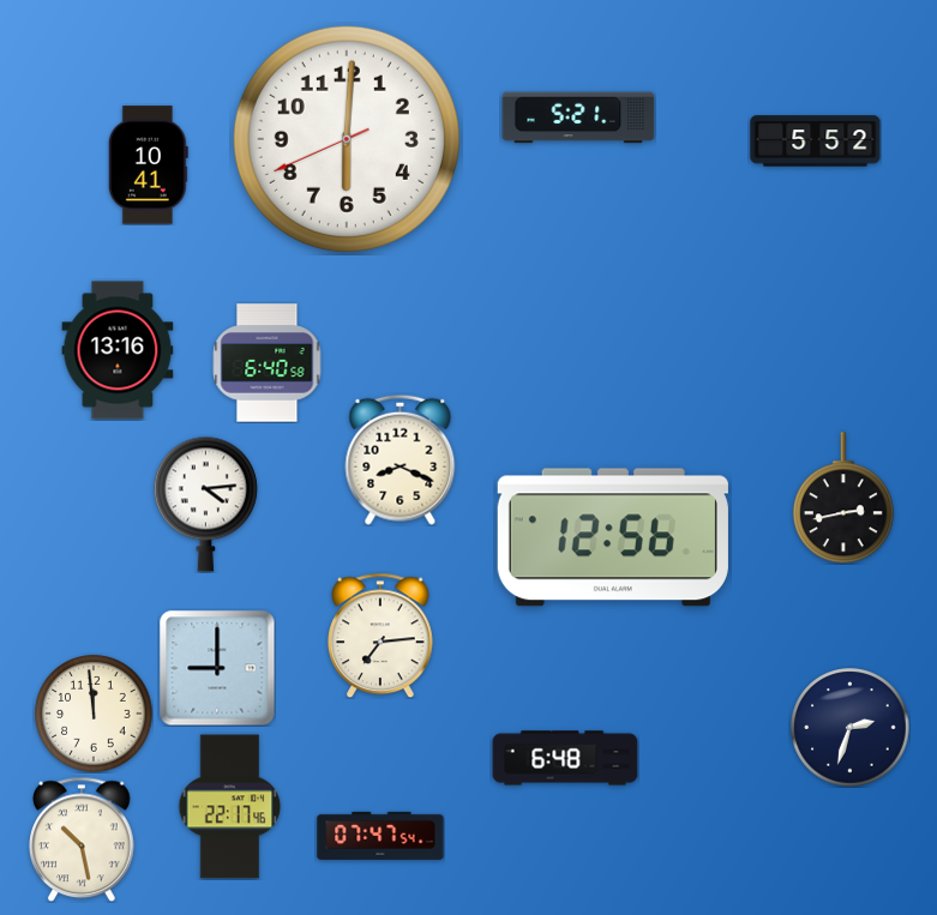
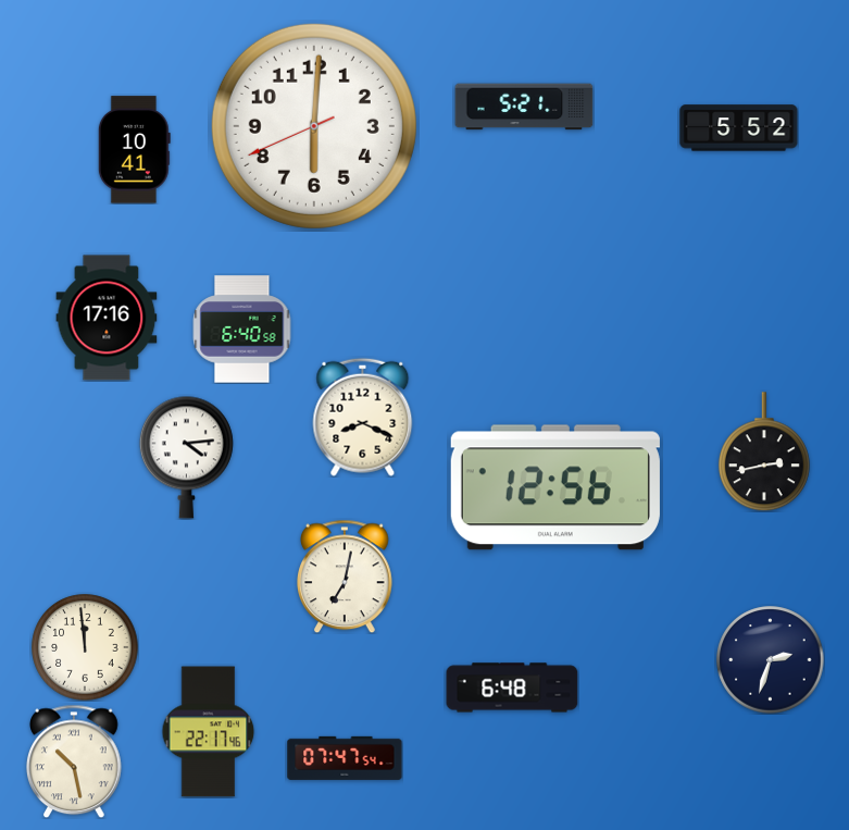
clock at (118, 350): 13:16 -> 17:16
clock at (382, 636): 7:14 -> 7:02
clock at (217, 668): 9:00 -> none
